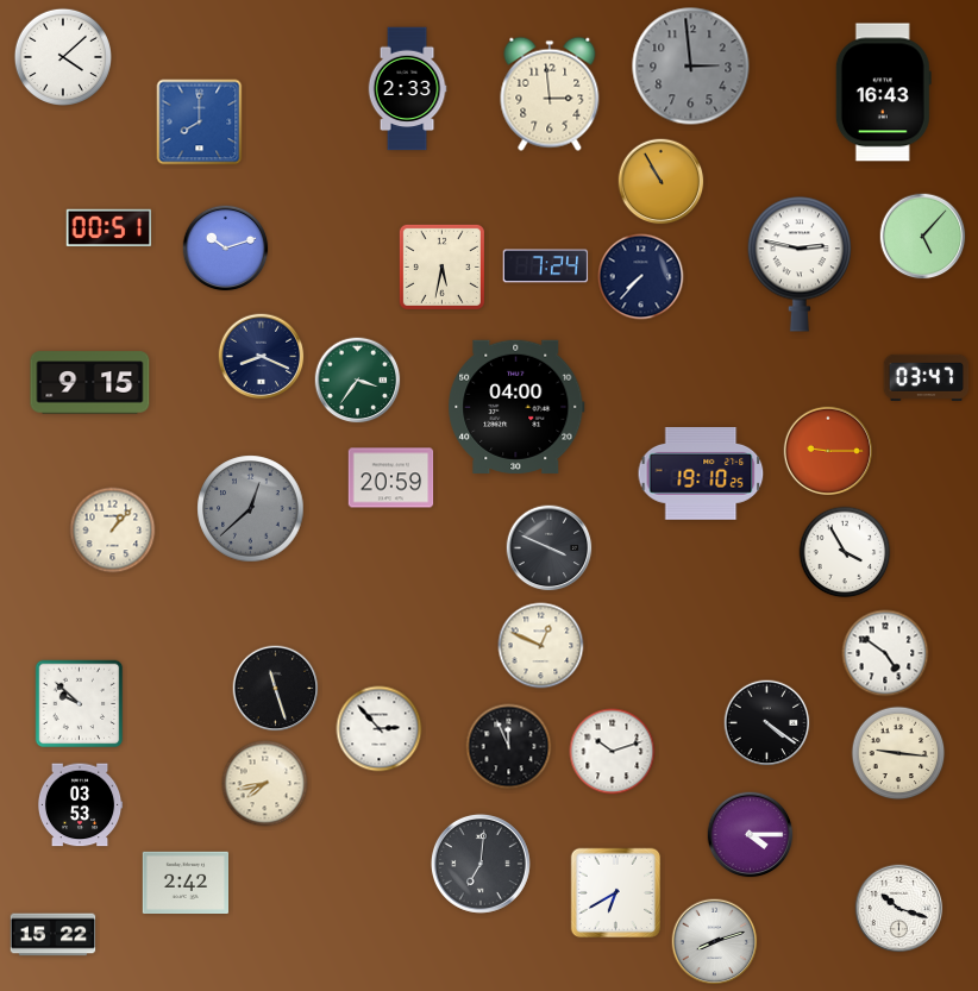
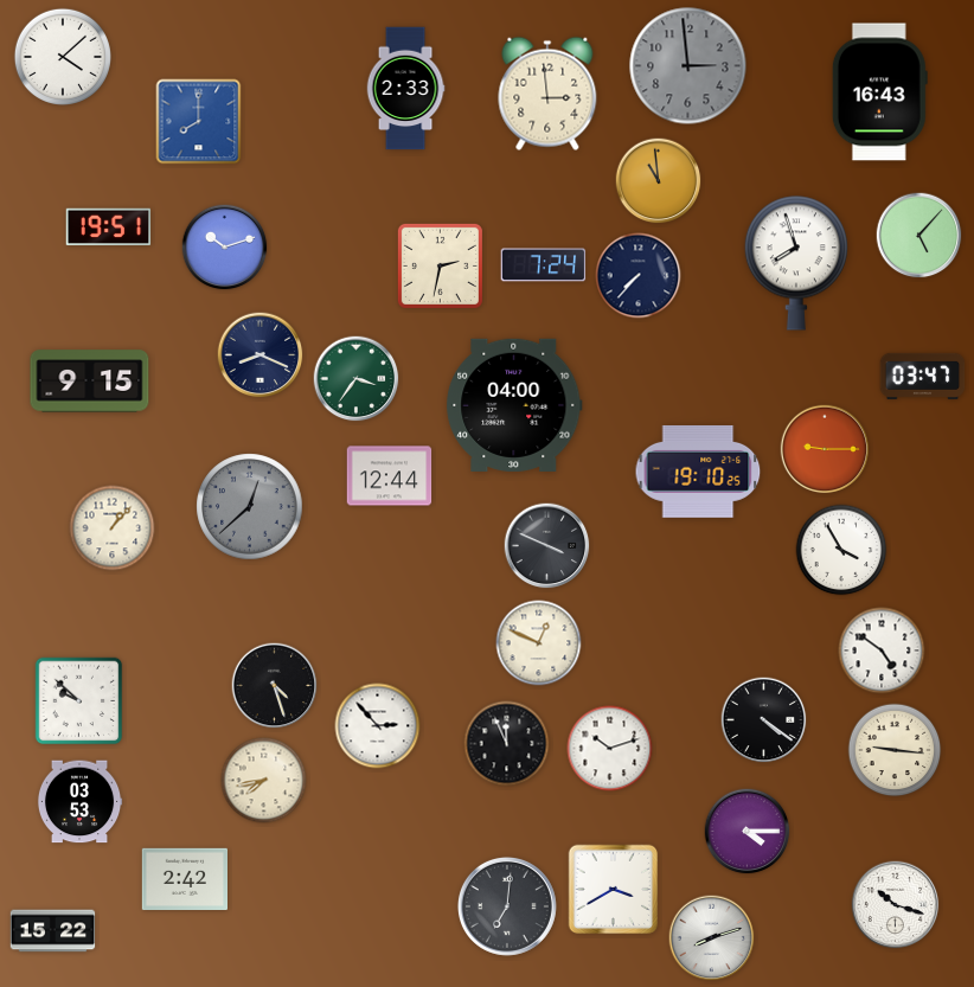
clock at (662, 182): 10:55 -> 10:59
clock at (109, 228): 00:51 -> 19:51
clock at (800, 264): 2:47 -> 7:57
clock at (441, 266): 5:32 -> 2:32
clock at (391, 478): 20:59 -> 12:44
clock at (276, 689): 11:27 -> 4:27
clock at (481, 864) position: (481, 864) -> (507, 906)
clock at (616, 893): 6:40 -> 3:40
